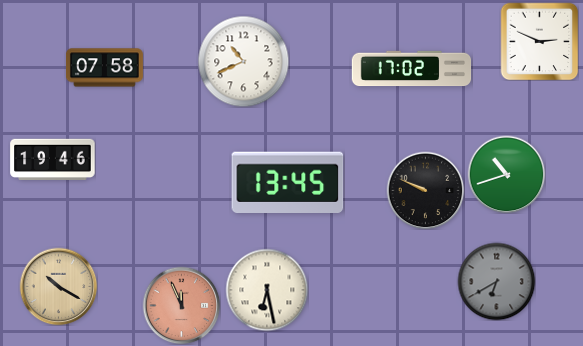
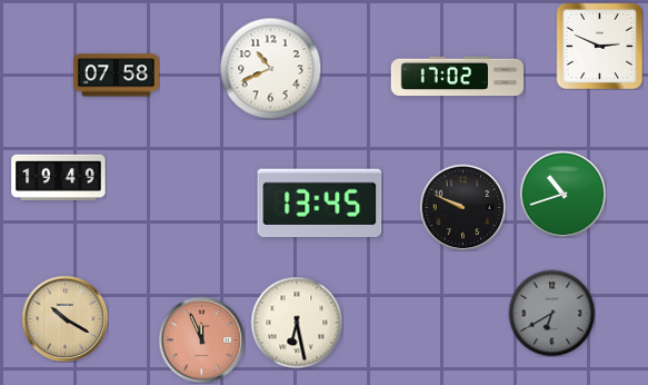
clock at (53, 160): 19:46 -> 19:49
clock at (425, 190) position: (425, 190) -> (462, 207)
